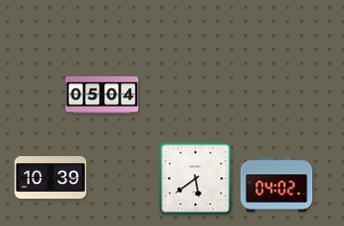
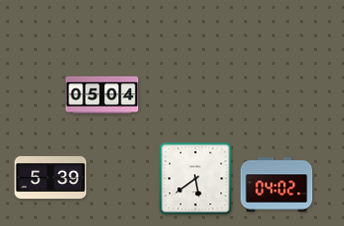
clock at (51, 178): 10:39 -> 5:39
